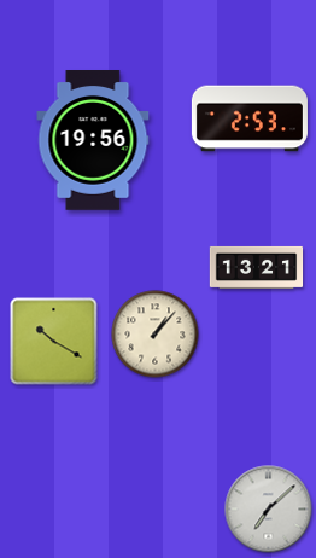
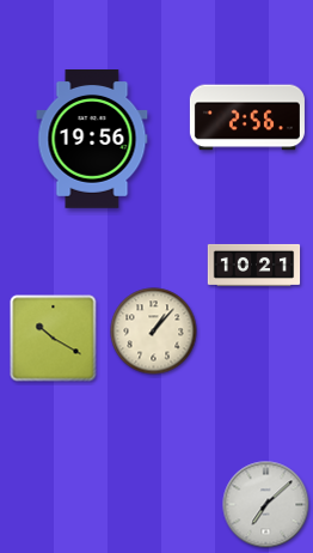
clock at (250, 118): 2:53 -> 2:56
clock at (257, 267): 13:21 -> 10:21
